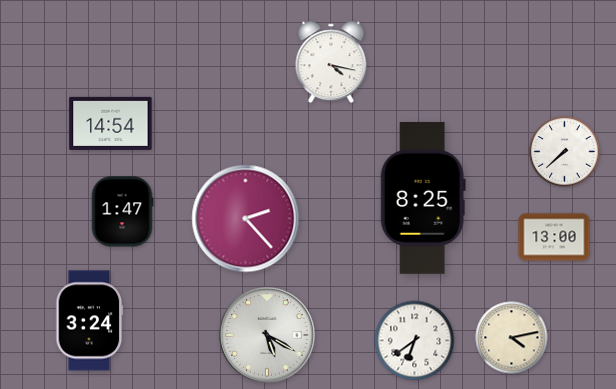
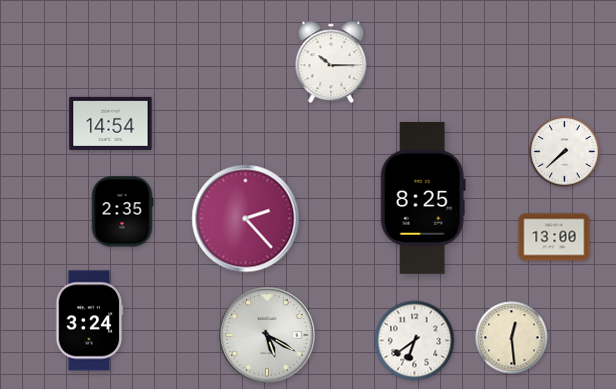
clock at (331, 62): 4:17 -> 10:15
clock at (122, 212): 1:47 -> 2:35
clock at (512, 338): 4:13 -> 12:29
